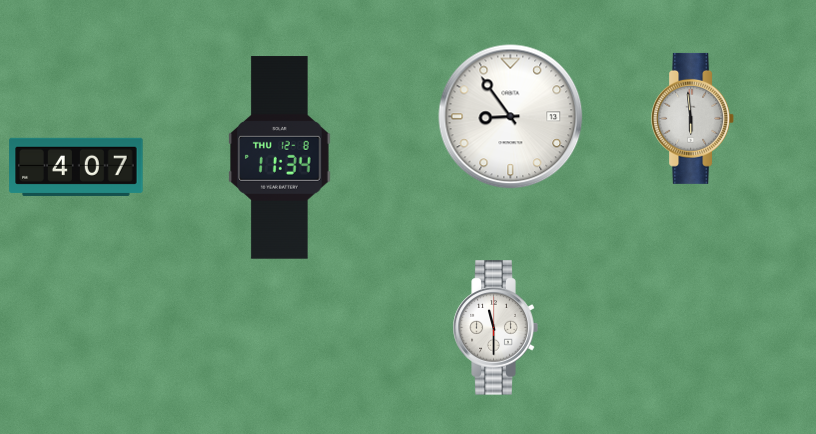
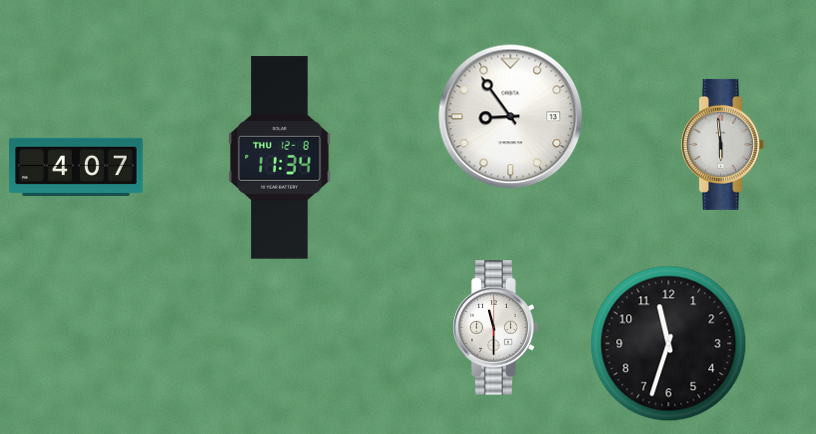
clock at (693, 118) position: (693, 118) -> (723, 144)
clock at (669, 344): none -> 11:33
